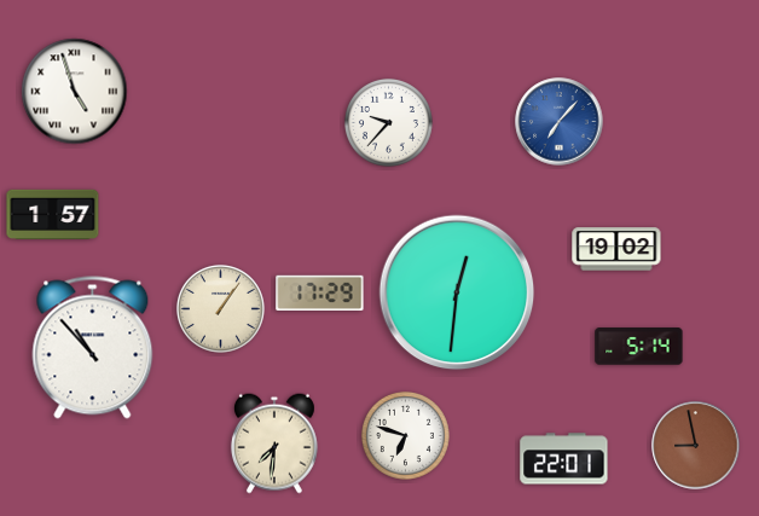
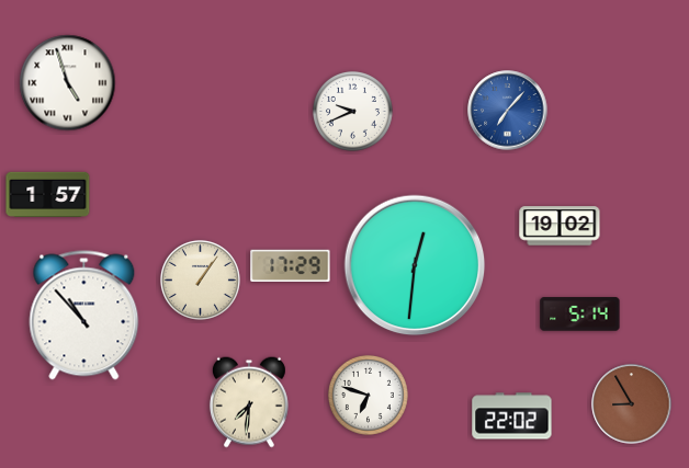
clock at (388, 122): 9:37 -> 9:41
clock at (696, 446): 8:58 -> 8:55
clock at (564, 459): 22:01 -> 22:02
